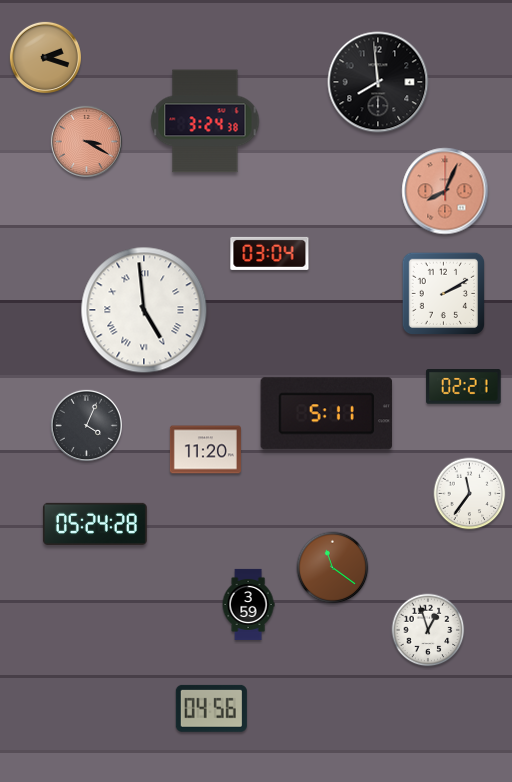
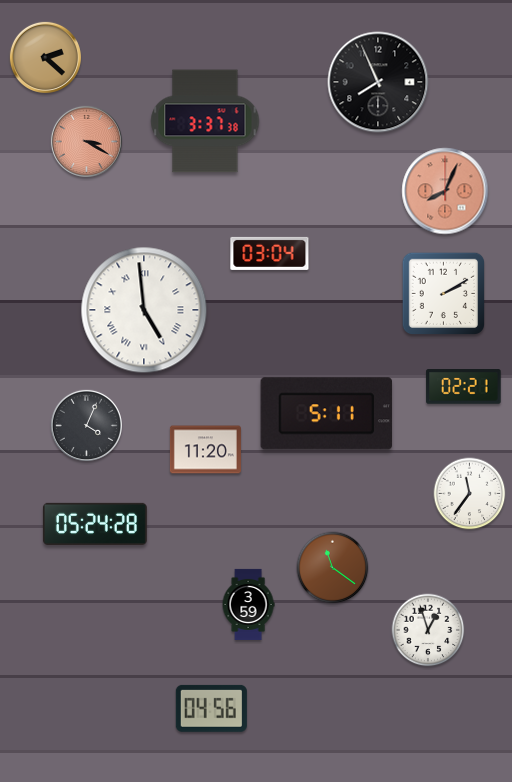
clock at (45, 57): 2:18 -> 2:22
clock at (378, 82): 7:59 -> 7:56
clock at (205, 121): 3:24 -> 3:37
